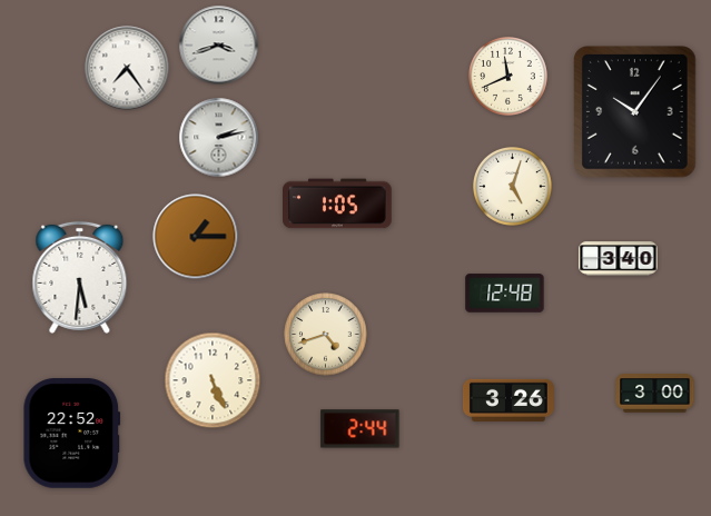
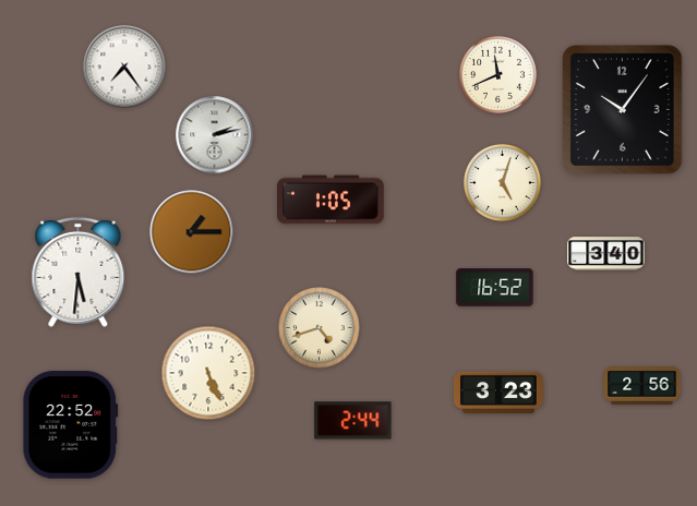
clock at (219, 46): 3:42 -> none
clock at (505, 294): 12:48 -> 16:52
clock at (655, 394): 3:00 -> 2:56
clock at (508, 400): 3:26 -> 3:23
